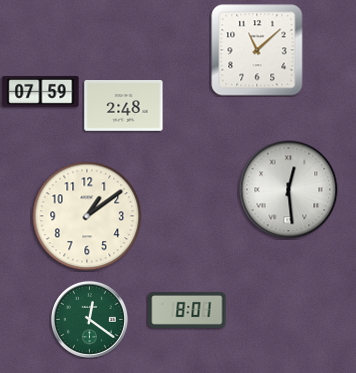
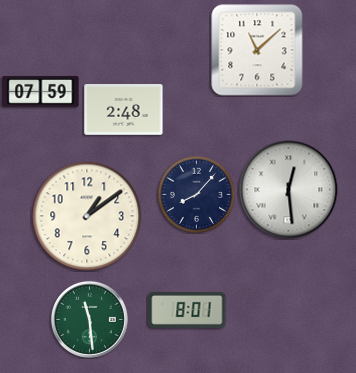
clock at (124, 106) position: (124, 106) -> (124, 110)
clock at (196, 194): none -> 8:07
clock at (89, 319): 12:21 -> 11:29
